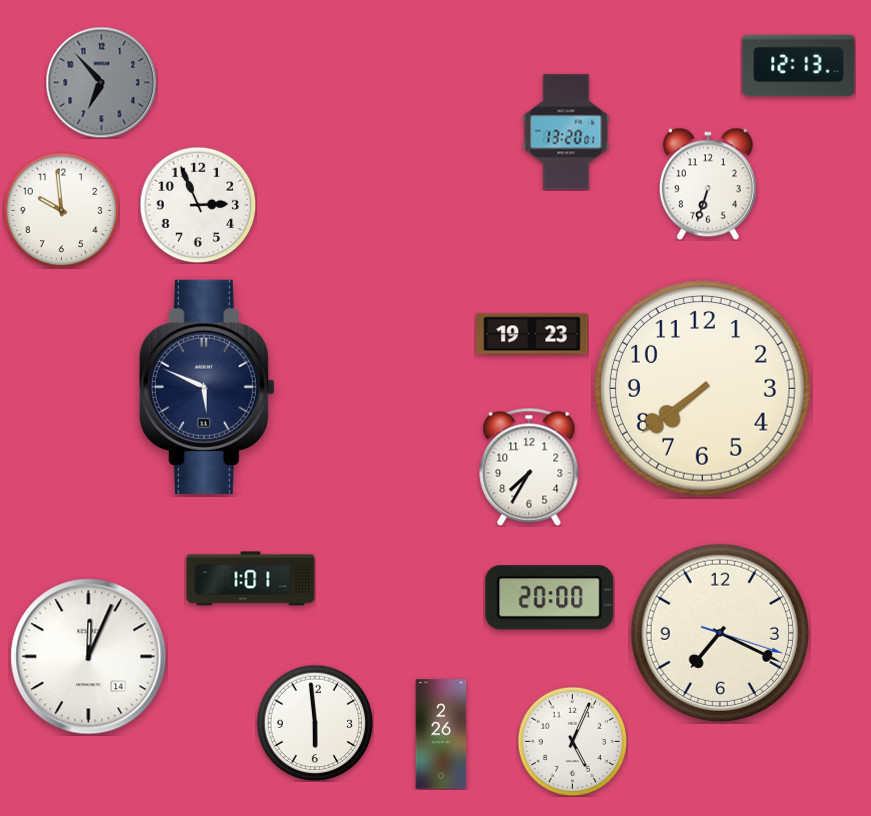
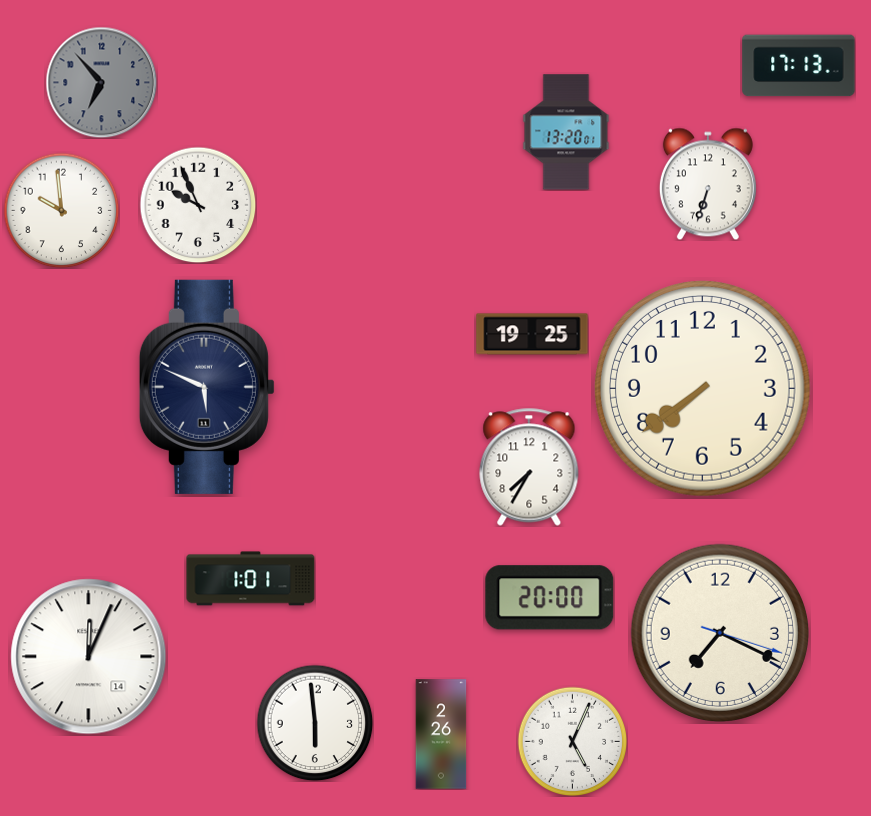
clock at (799, 66): 12:13 -> 17:13
clock at (198, 205): 2:56 -> 9:56
clock at (532, 334): 19:23 -> 19:25
